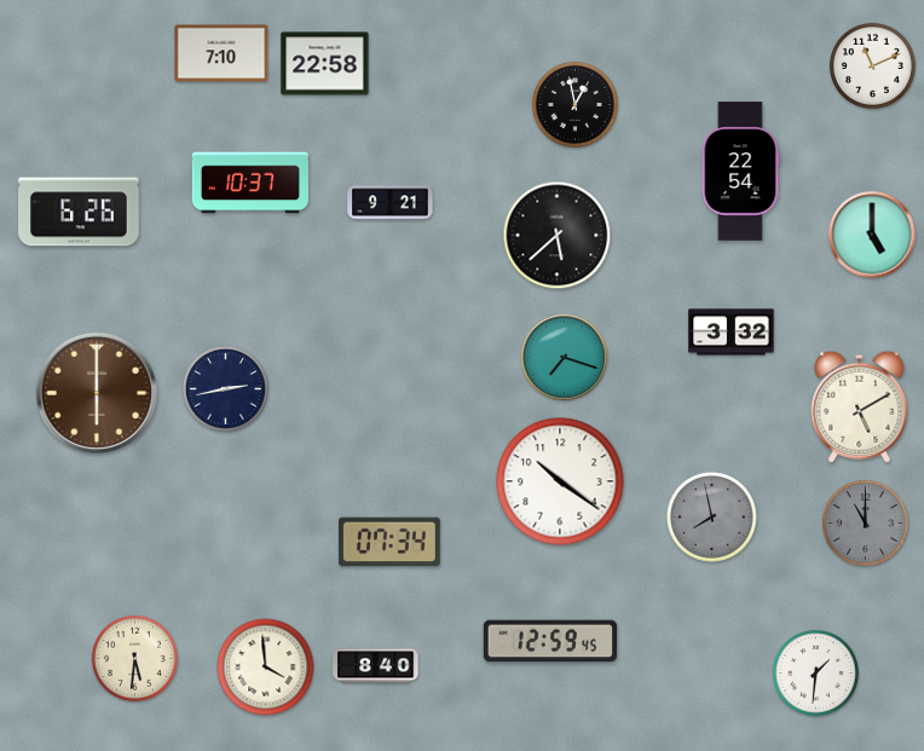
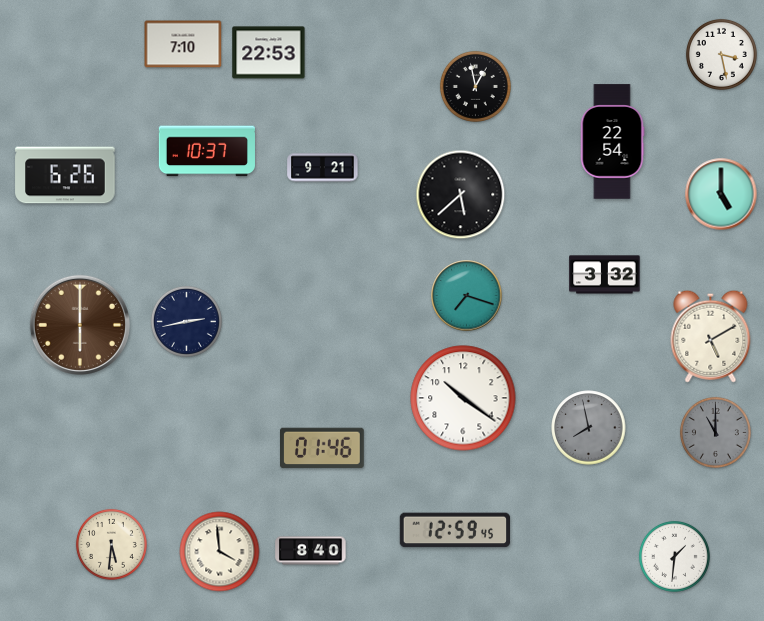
clock at (325, 64): 22:58 -> 22:53
clock at (872, 65): 11:11 -> 3:28
clock at (391, 542): 07:34 -> 01:46
